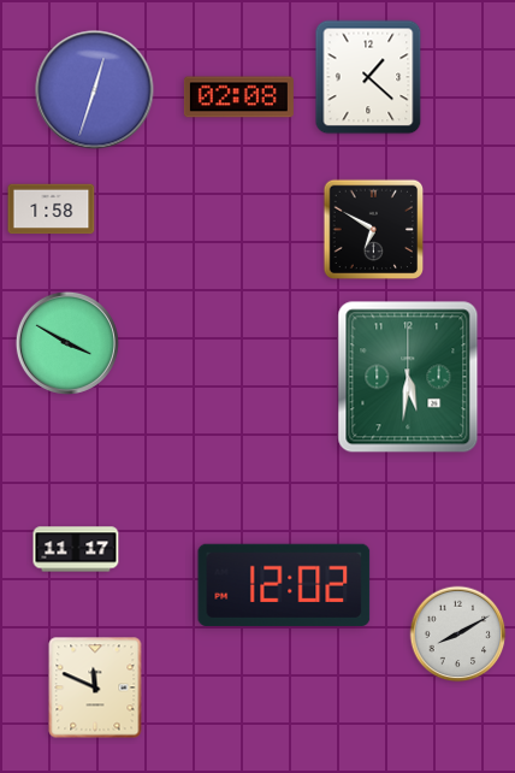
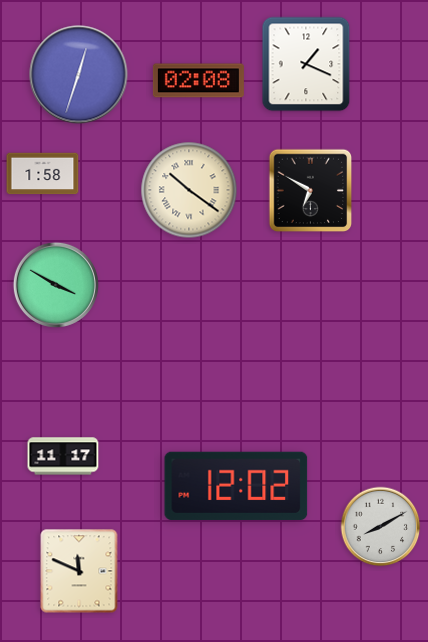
clock at (368, 77): 1:22 -> 1:19
clock at (189, 190): none -> 10:21
clock at (408, 377): 5:31 -> none
